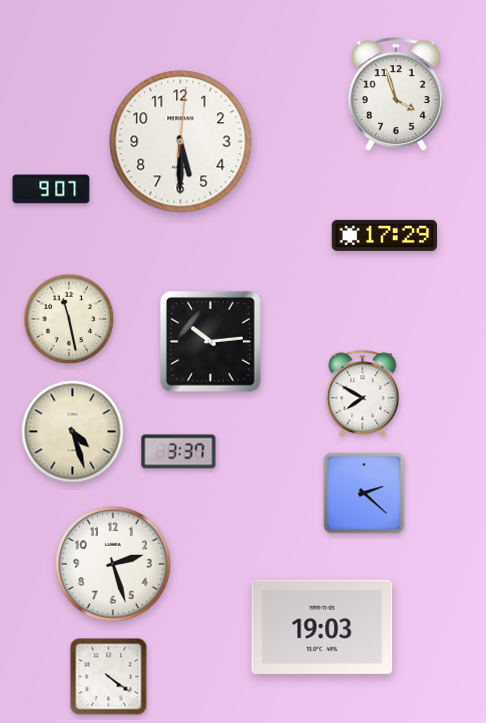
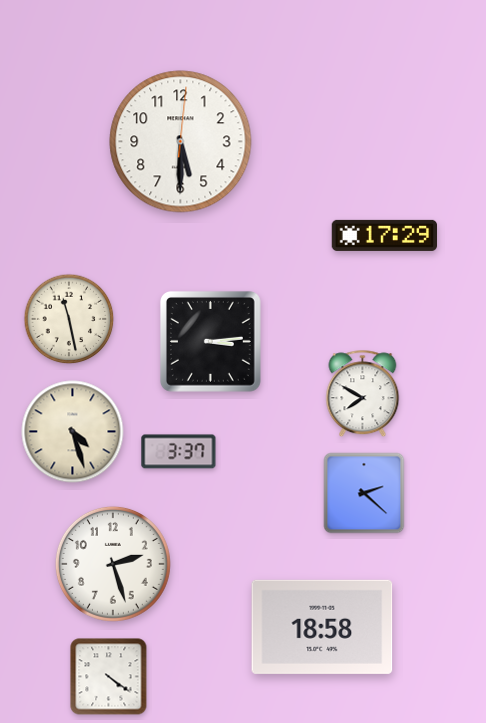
clock at (396, 94): 3:57 -> none
clock at (51, 189): 9:07 -> none
clock at (210, 341): 10:14 -> 3:14
clock at (322, 627): 19:03 -> 18:58
